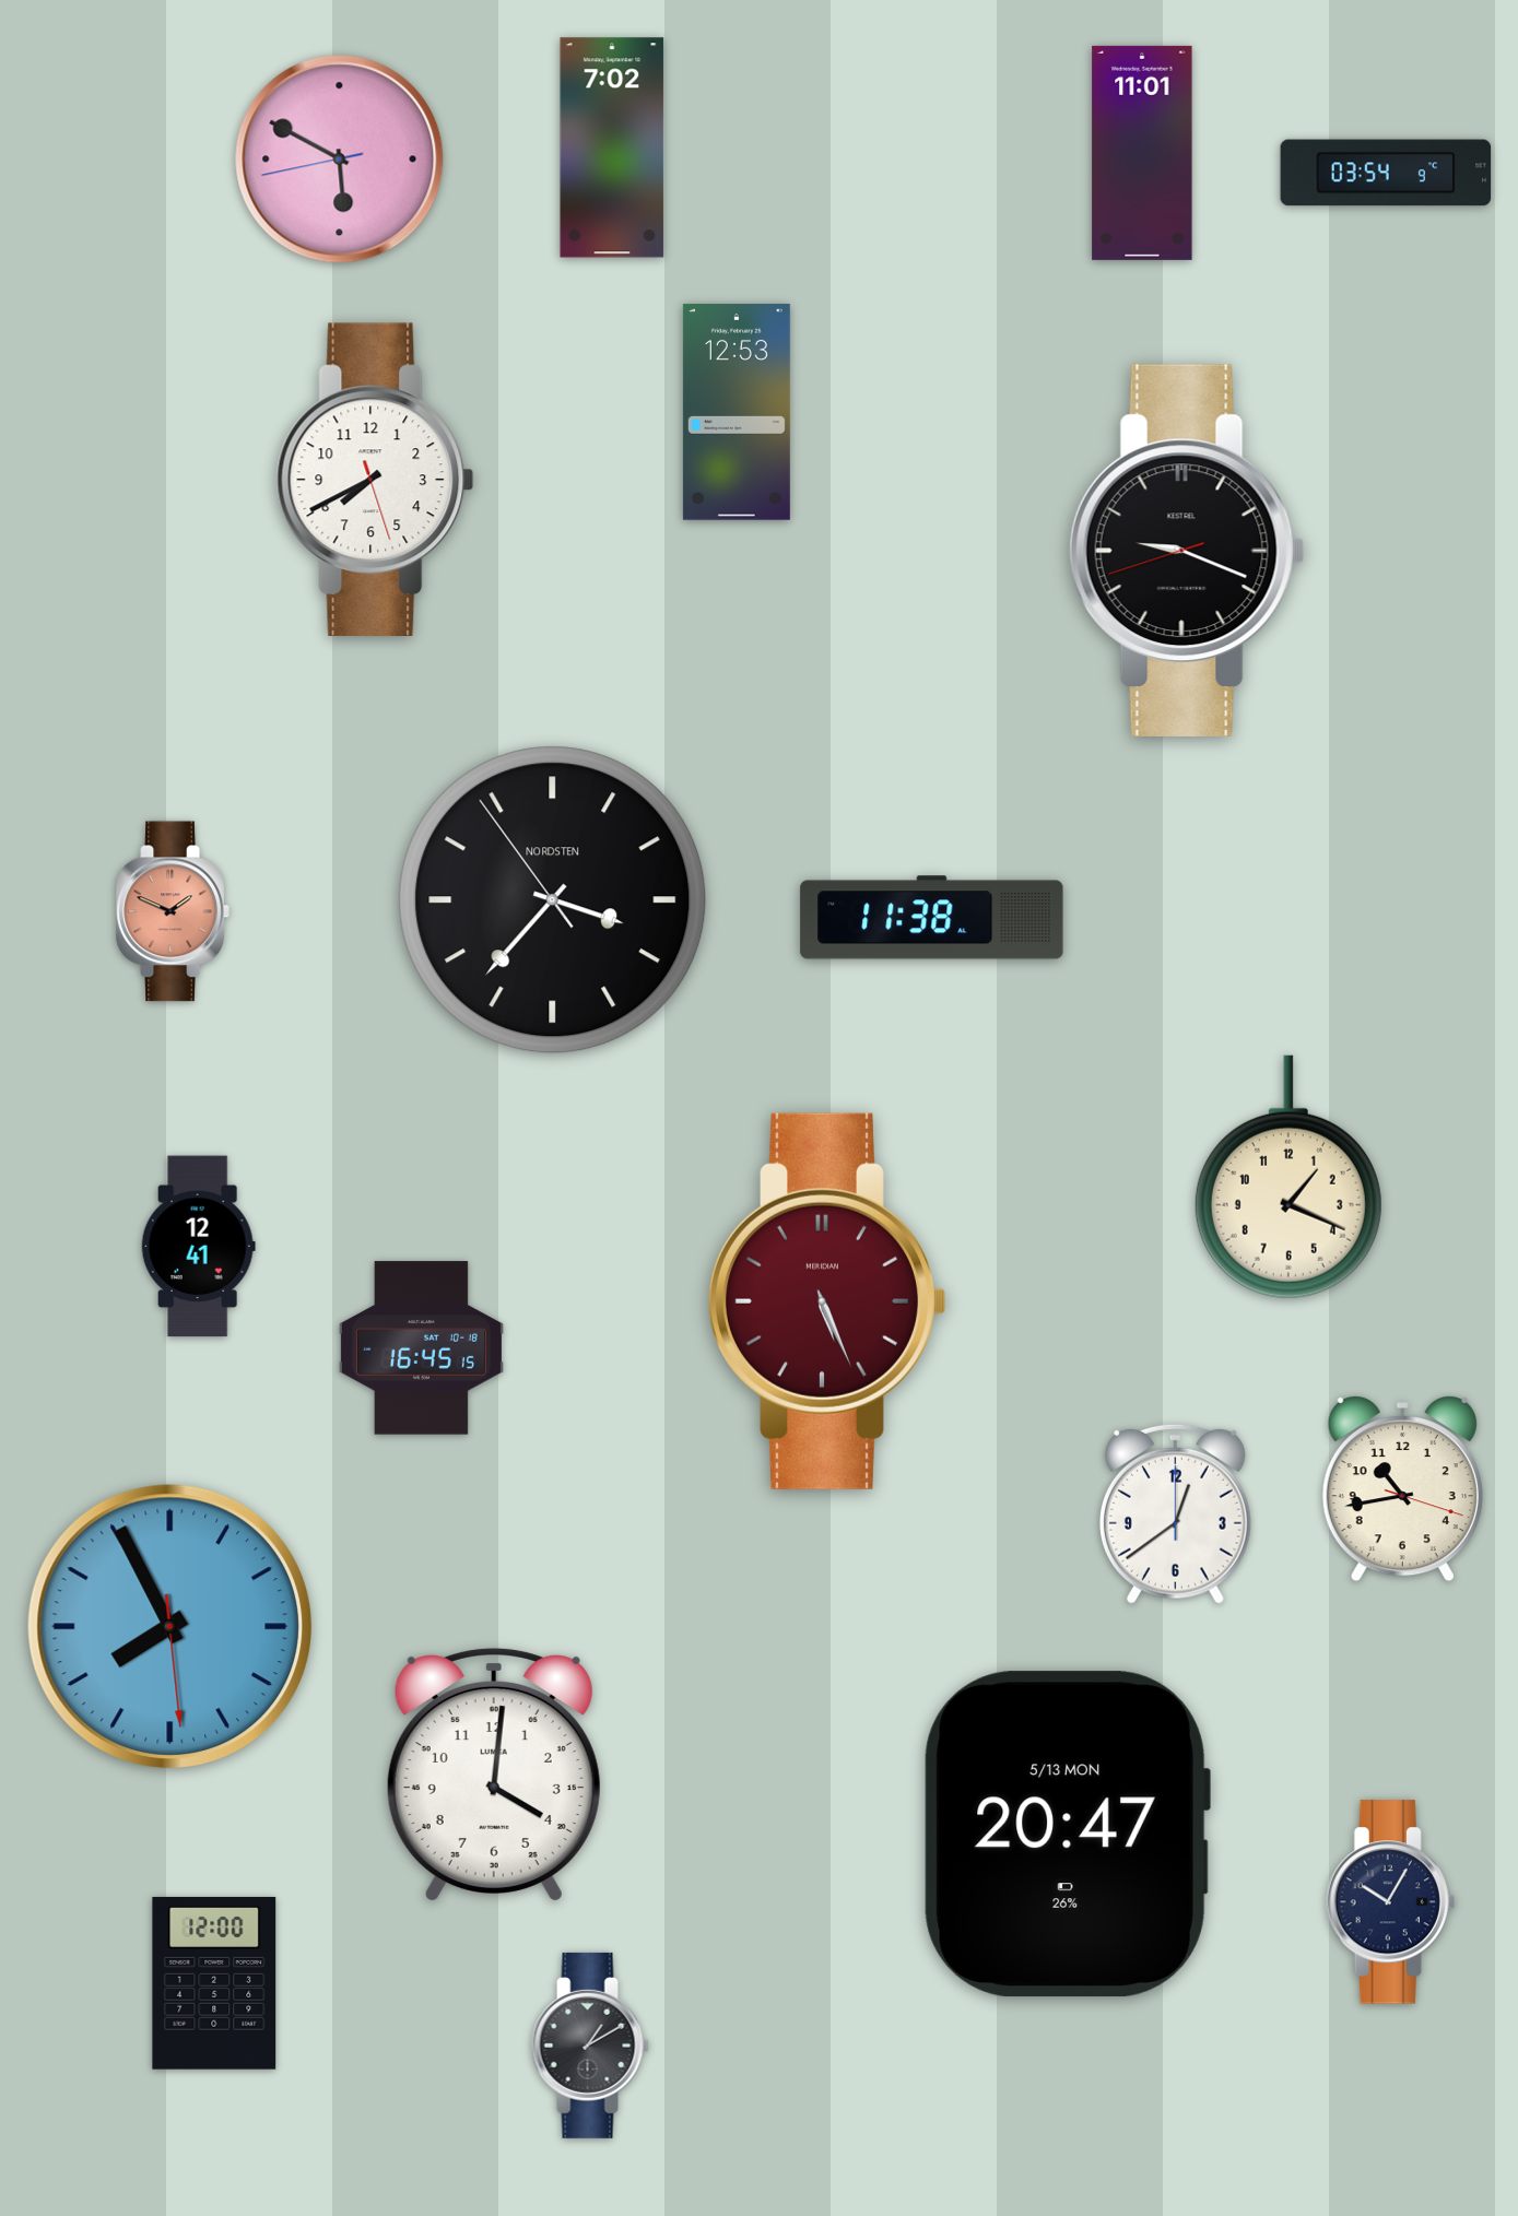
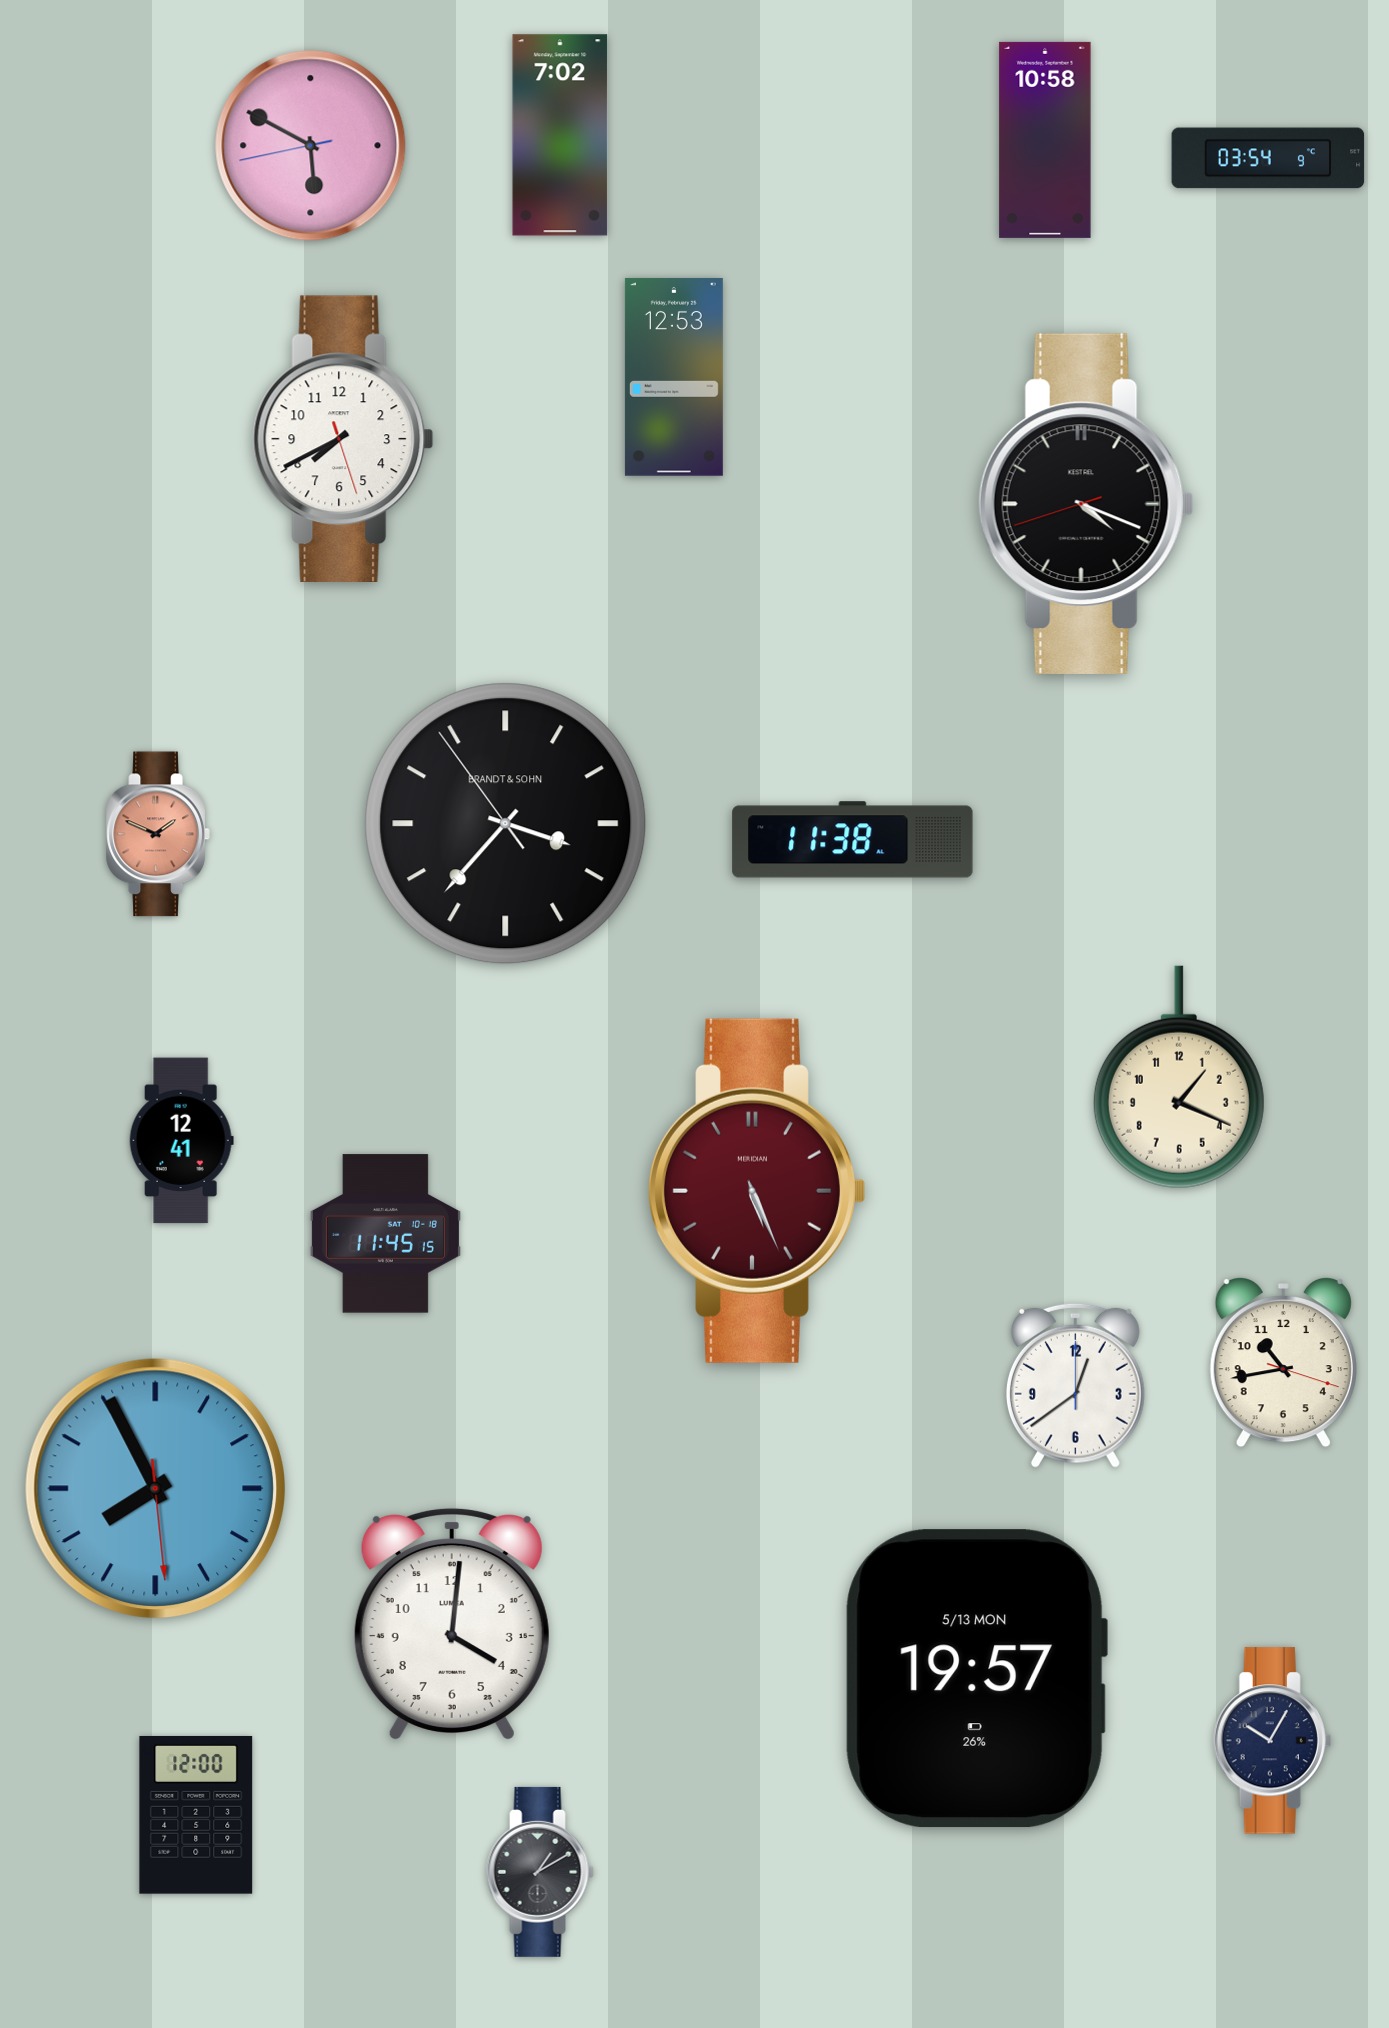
clock at (1142, 153): 11:01 -> 10:58
clock at (1187, 551): 9:18 -> 4:18
clock at (553, 900) brand: NORDSTEN -> BRANDT & SOHN
clock at (421, 1348): 16:45 -> 11:45
clock at (1067, 1835): 20:47 -> 19:57
